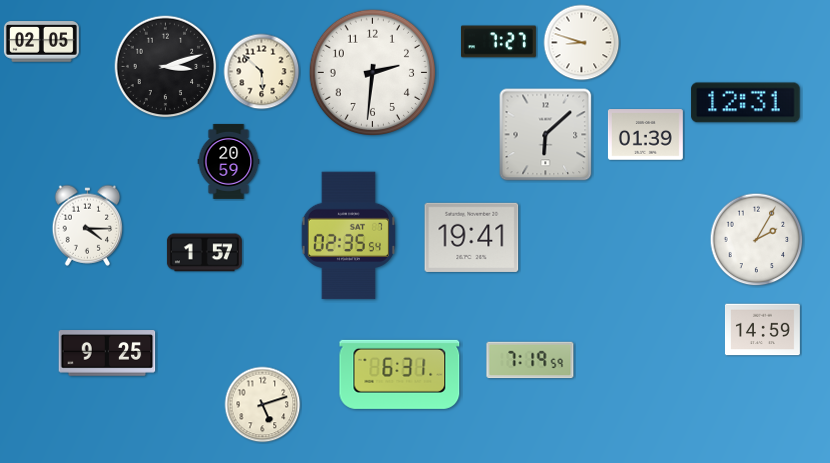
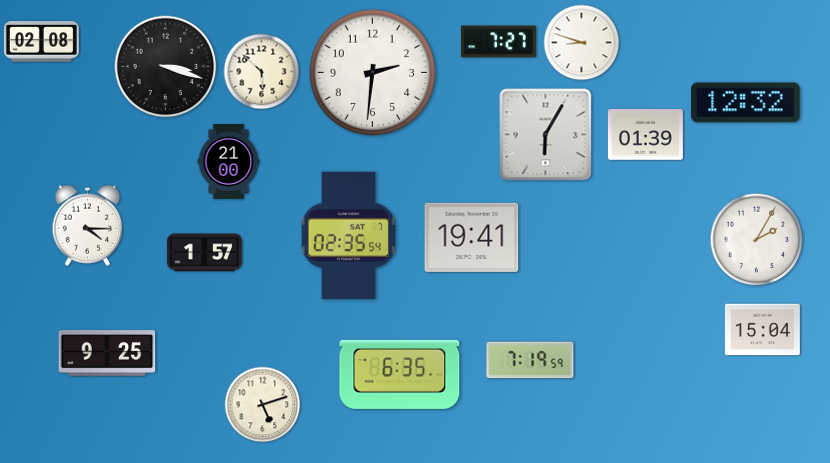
clock at (41, 42): 02:05 -> 02:08
clock at (166, 67): 3:12 -> 3:18
clock at (746, 103): 12:31 -> 12:32
clock at (546, 135): 6:08 -> 6:05
clock at (229, 161): 20:59 -> 21:00
clock at (762, 330): 14:59 -> 15:04
clock at (400, 374): 6:31 -> 6:35
